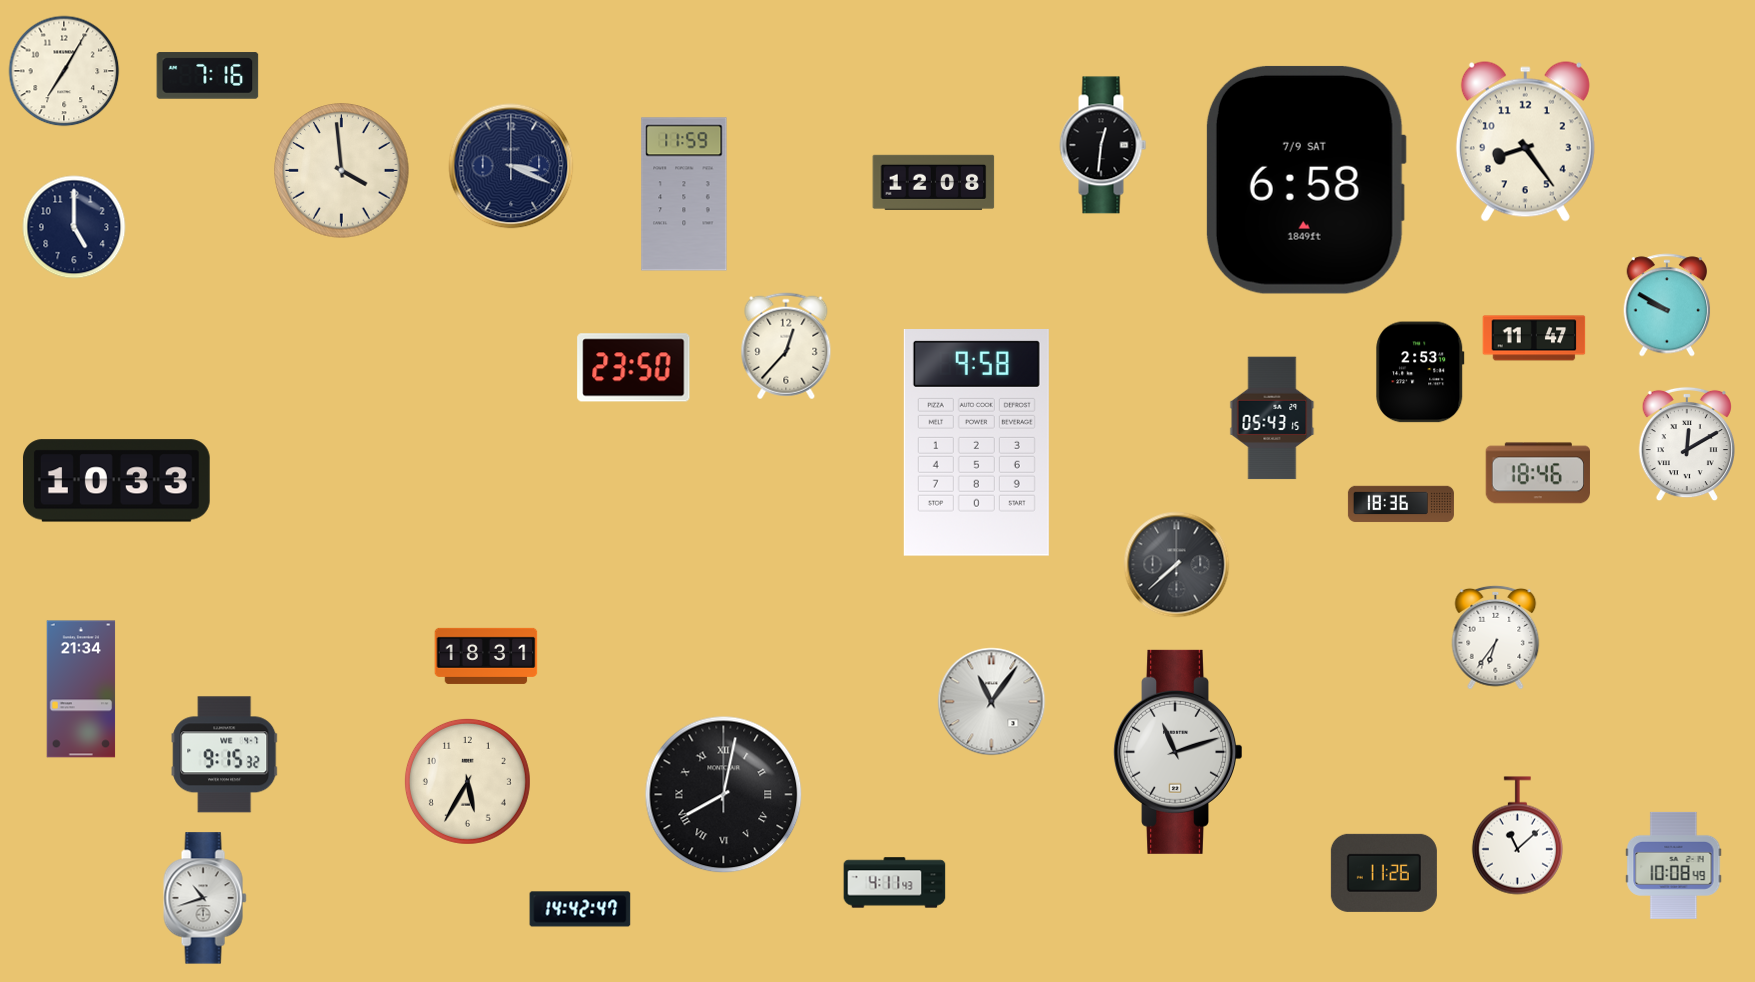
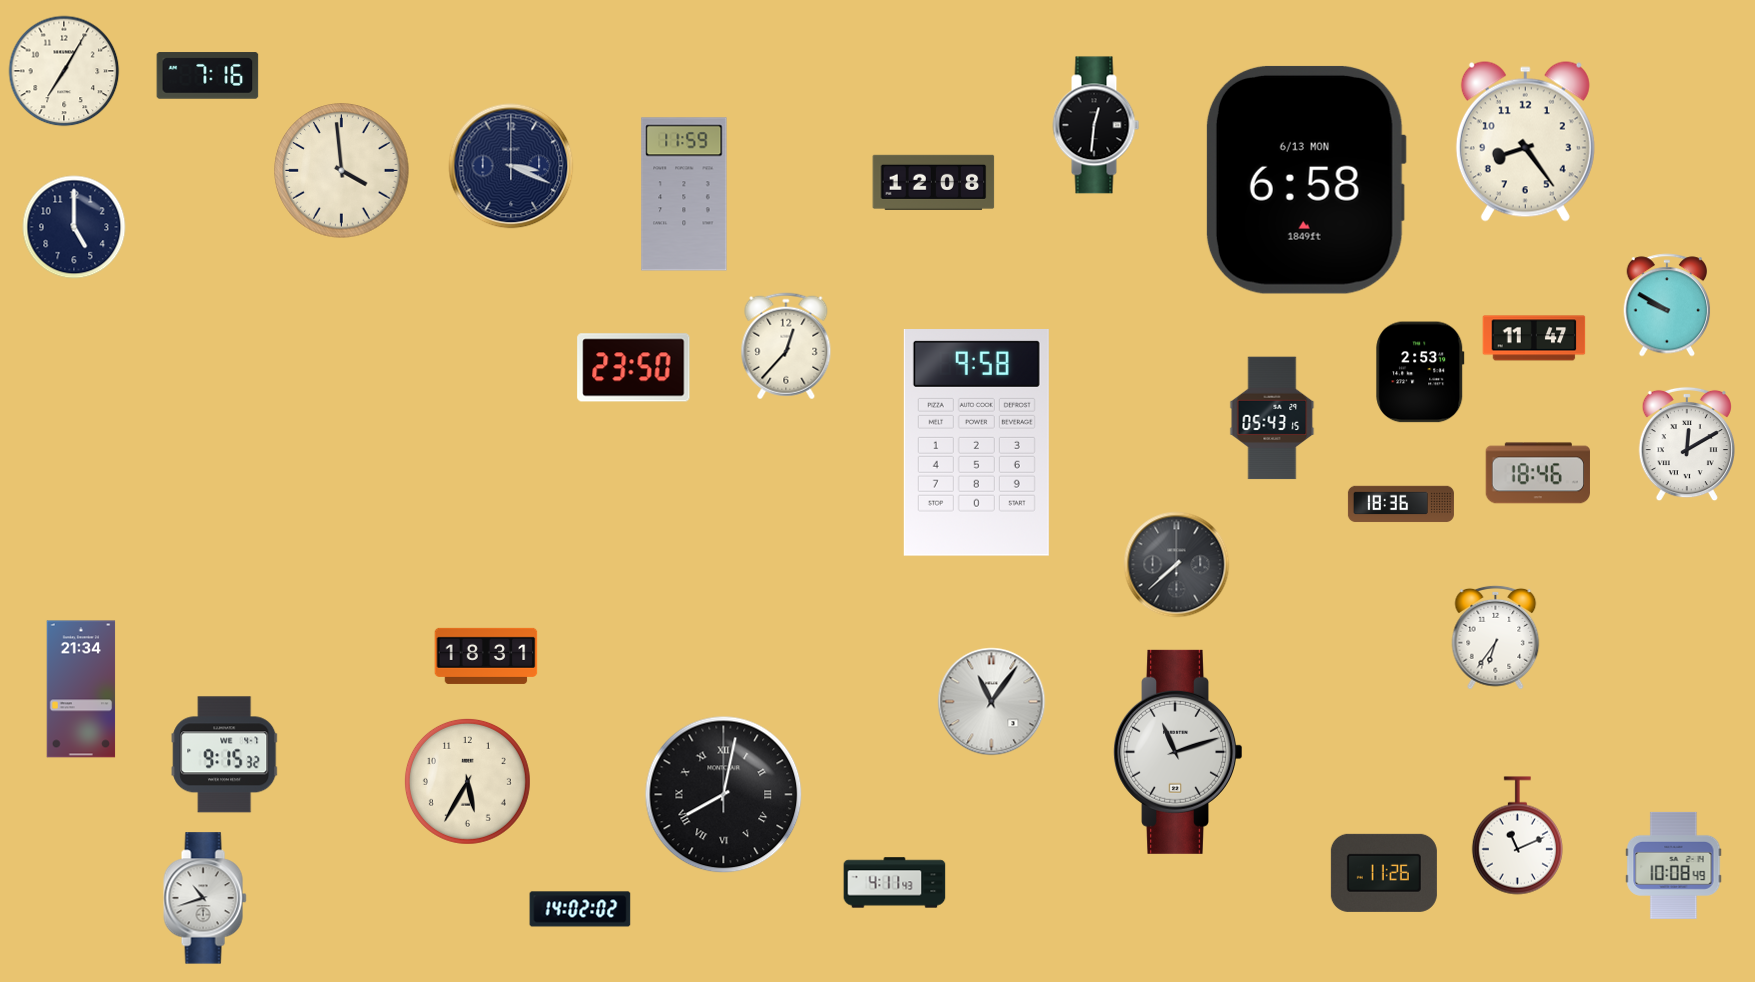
clock at (1103, 145) position: (1103, 145) -> (1096, 125)
clock at (1306, 180) date: 7/9 SAT -> 6/13 MON
clock at (116, 481): 10:33 -> none
clock at (1517, 836): 11:08 -> 11:11
clock at (580, 909): 14:42 -> 14:02
